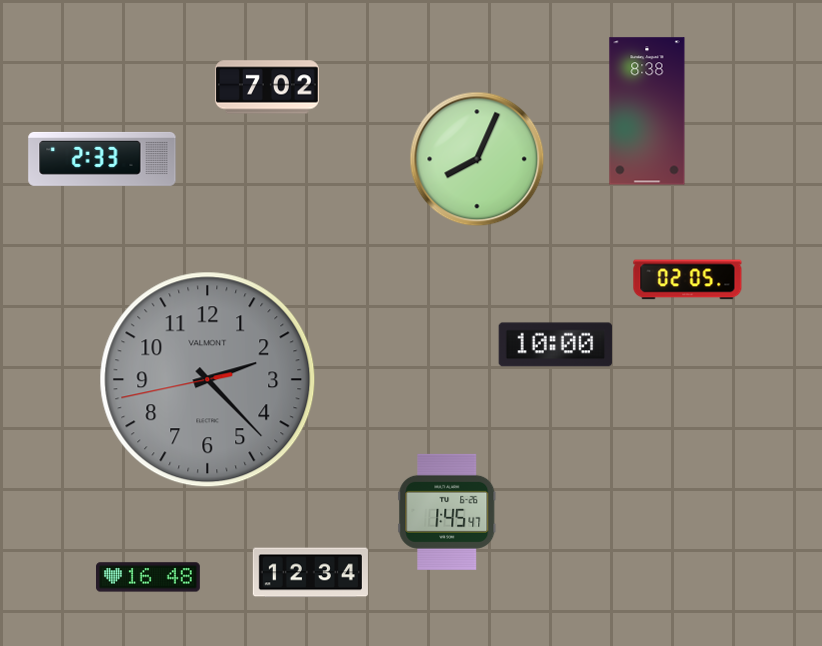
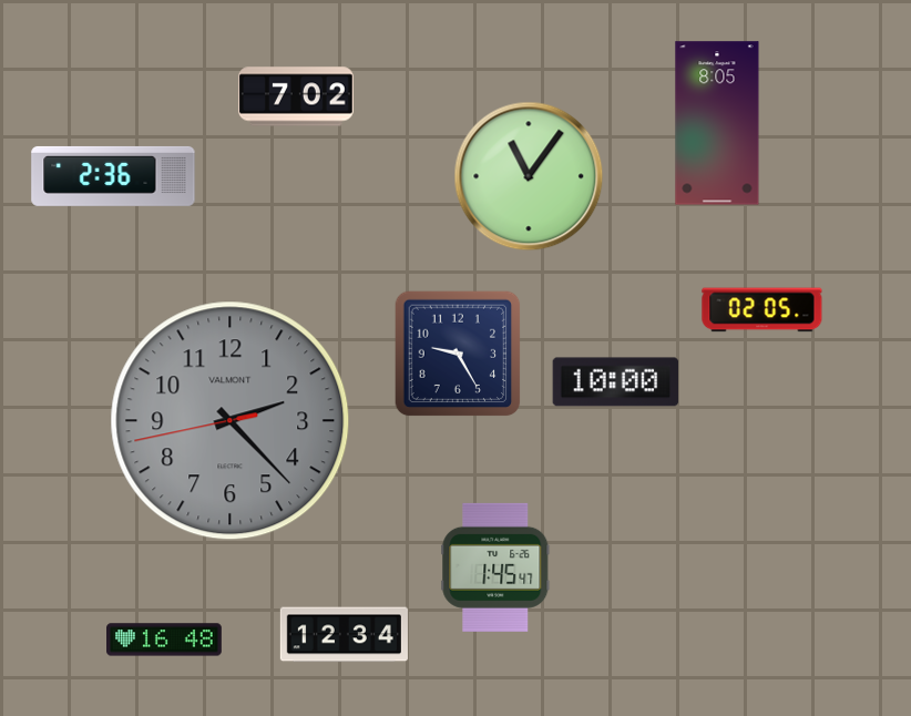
clock at (647, 111): 8:38 -> 8:05
clock at (102, 159): 2:33 -> 2:36
clock at (477, 159): 8:04 -> 11:06
clock at (458, 354): none -> 9:25
